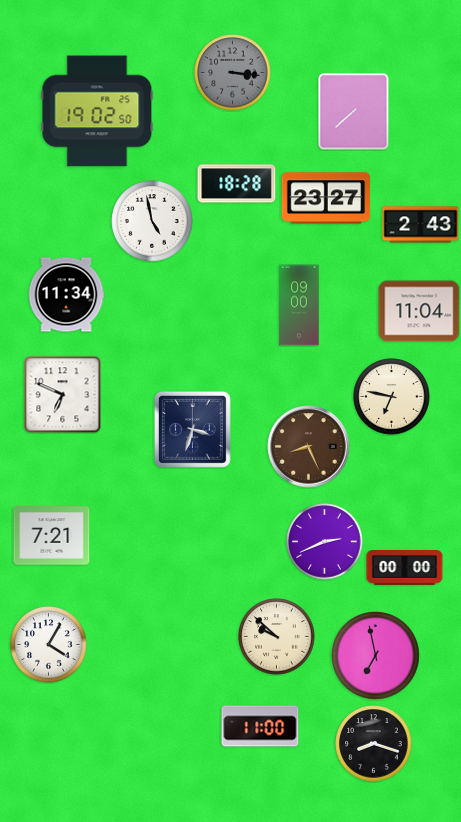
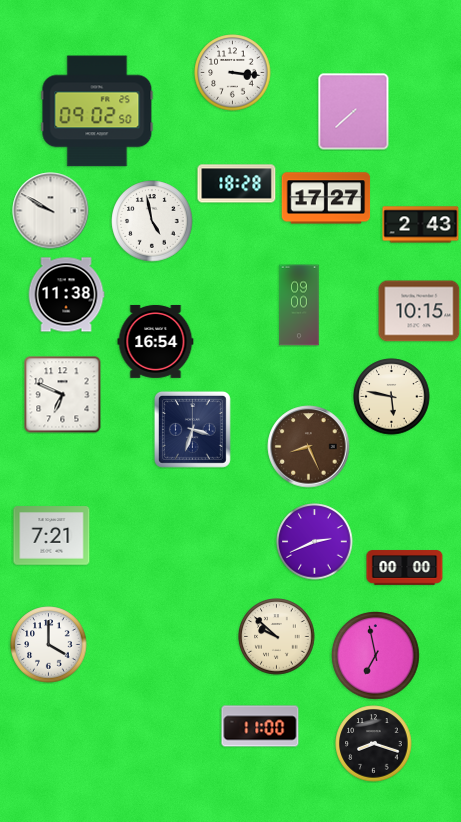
clock at (233, 73) dial: grey -> white
clock at (97, 111): 19:02 -> 09:02
clock at (326, 198): 23:27 -> 17:27
clock at (51, 211): none -> 9:50
clock at (66, 295): 11:34 -> 11:38
clock at (419, 311): 11:04 -> 10:15
clock at (156, 341): none -> 16:54
clock at (392, 397): 6:47 -> 5:47
clock at (325, 542) position: (325, 542) -> (315, 542)
clock at (49, 645): 4:05 -> 4:00
